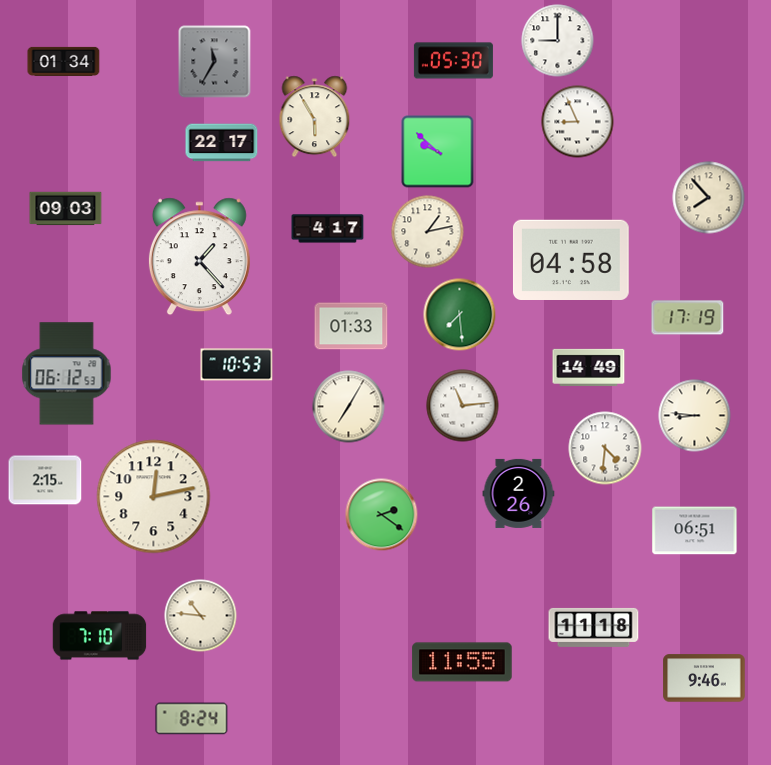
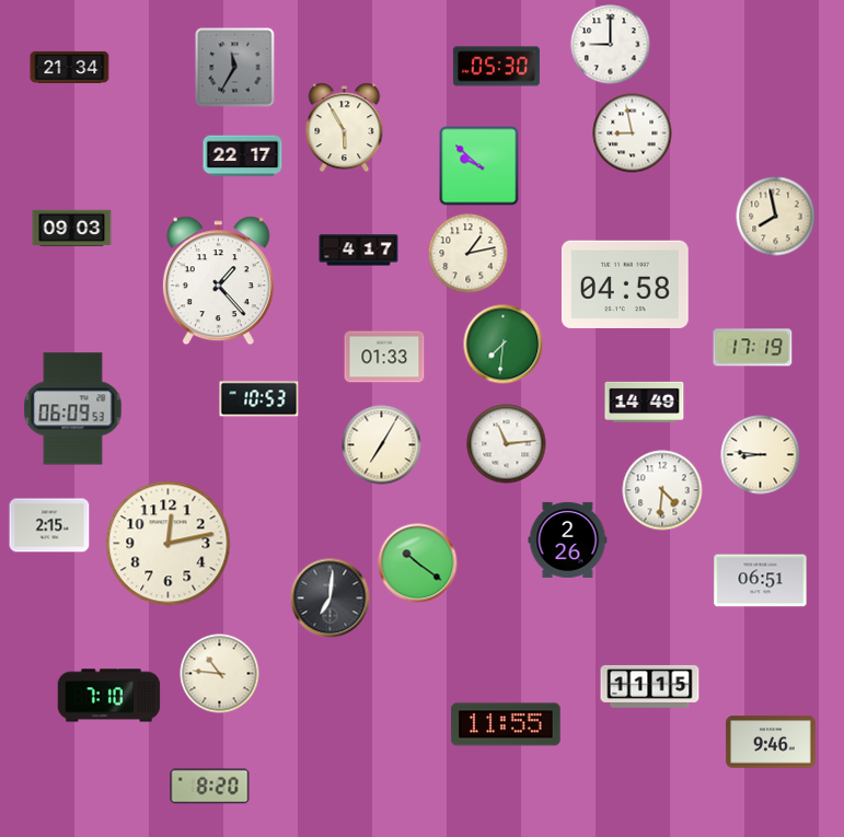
clock at (64, 61): 01:34 -> 21:34
clock at (578, 122): 8:56 -> 8:58
clock at (709, 198): 7:53 -> 7:58
clock at (460, 315): 7:29 -> 7:31
clock at (67, 374): 06:12 -> 06:09
clock at (382, 515): 2:21 -> 10:21
clock at (331, 598): none -> 7:01
clock at (594, 627): 11:18 -> 11:15
clock at (192, 719): 8:24 -> 8:20
